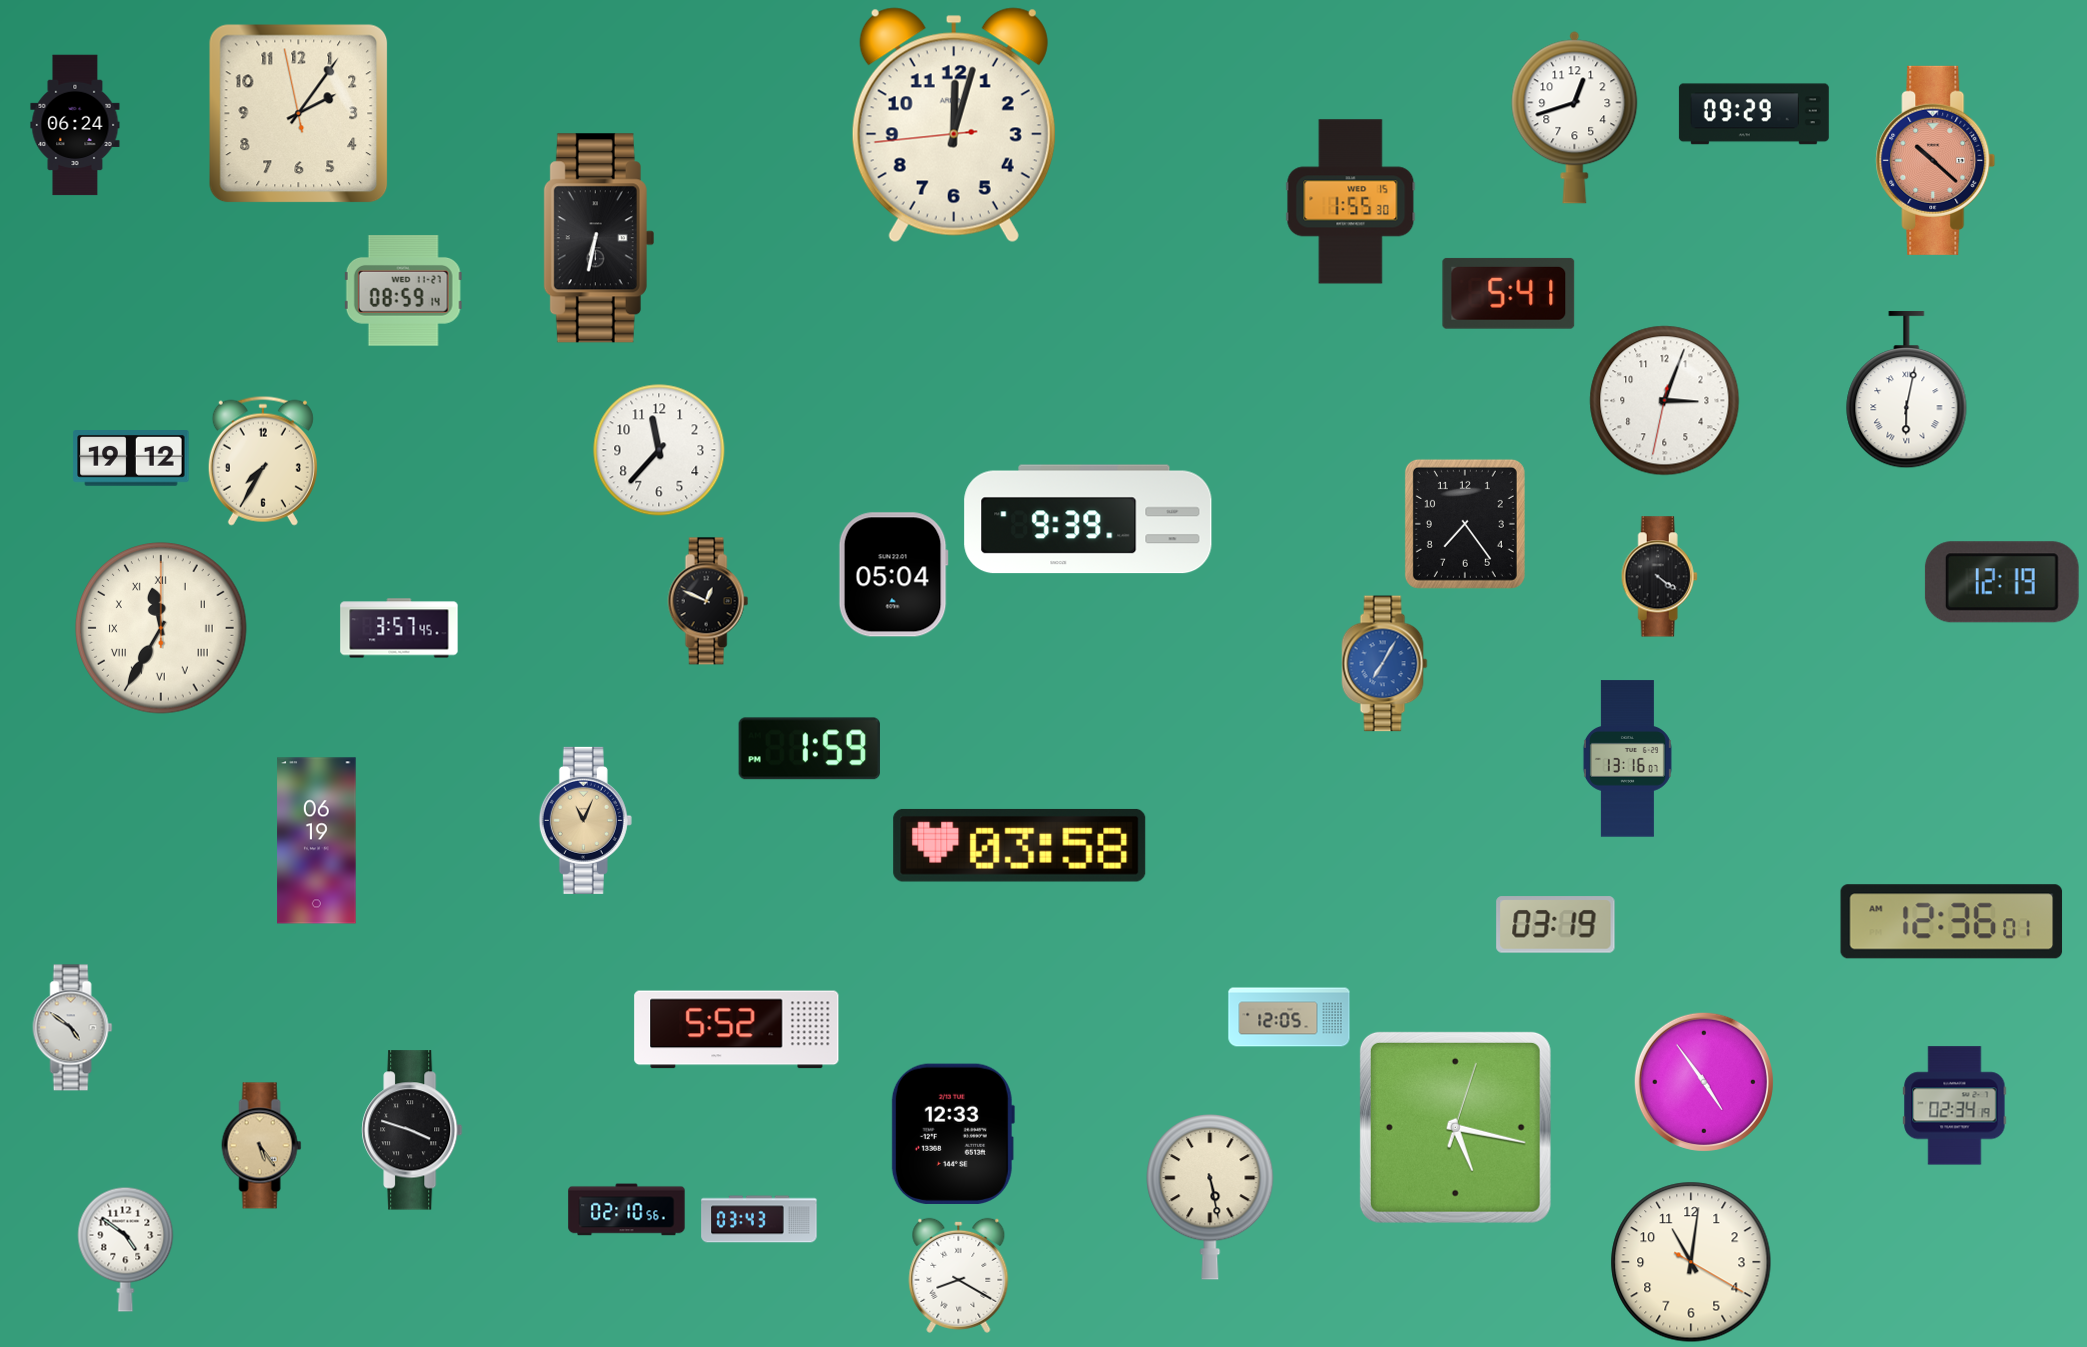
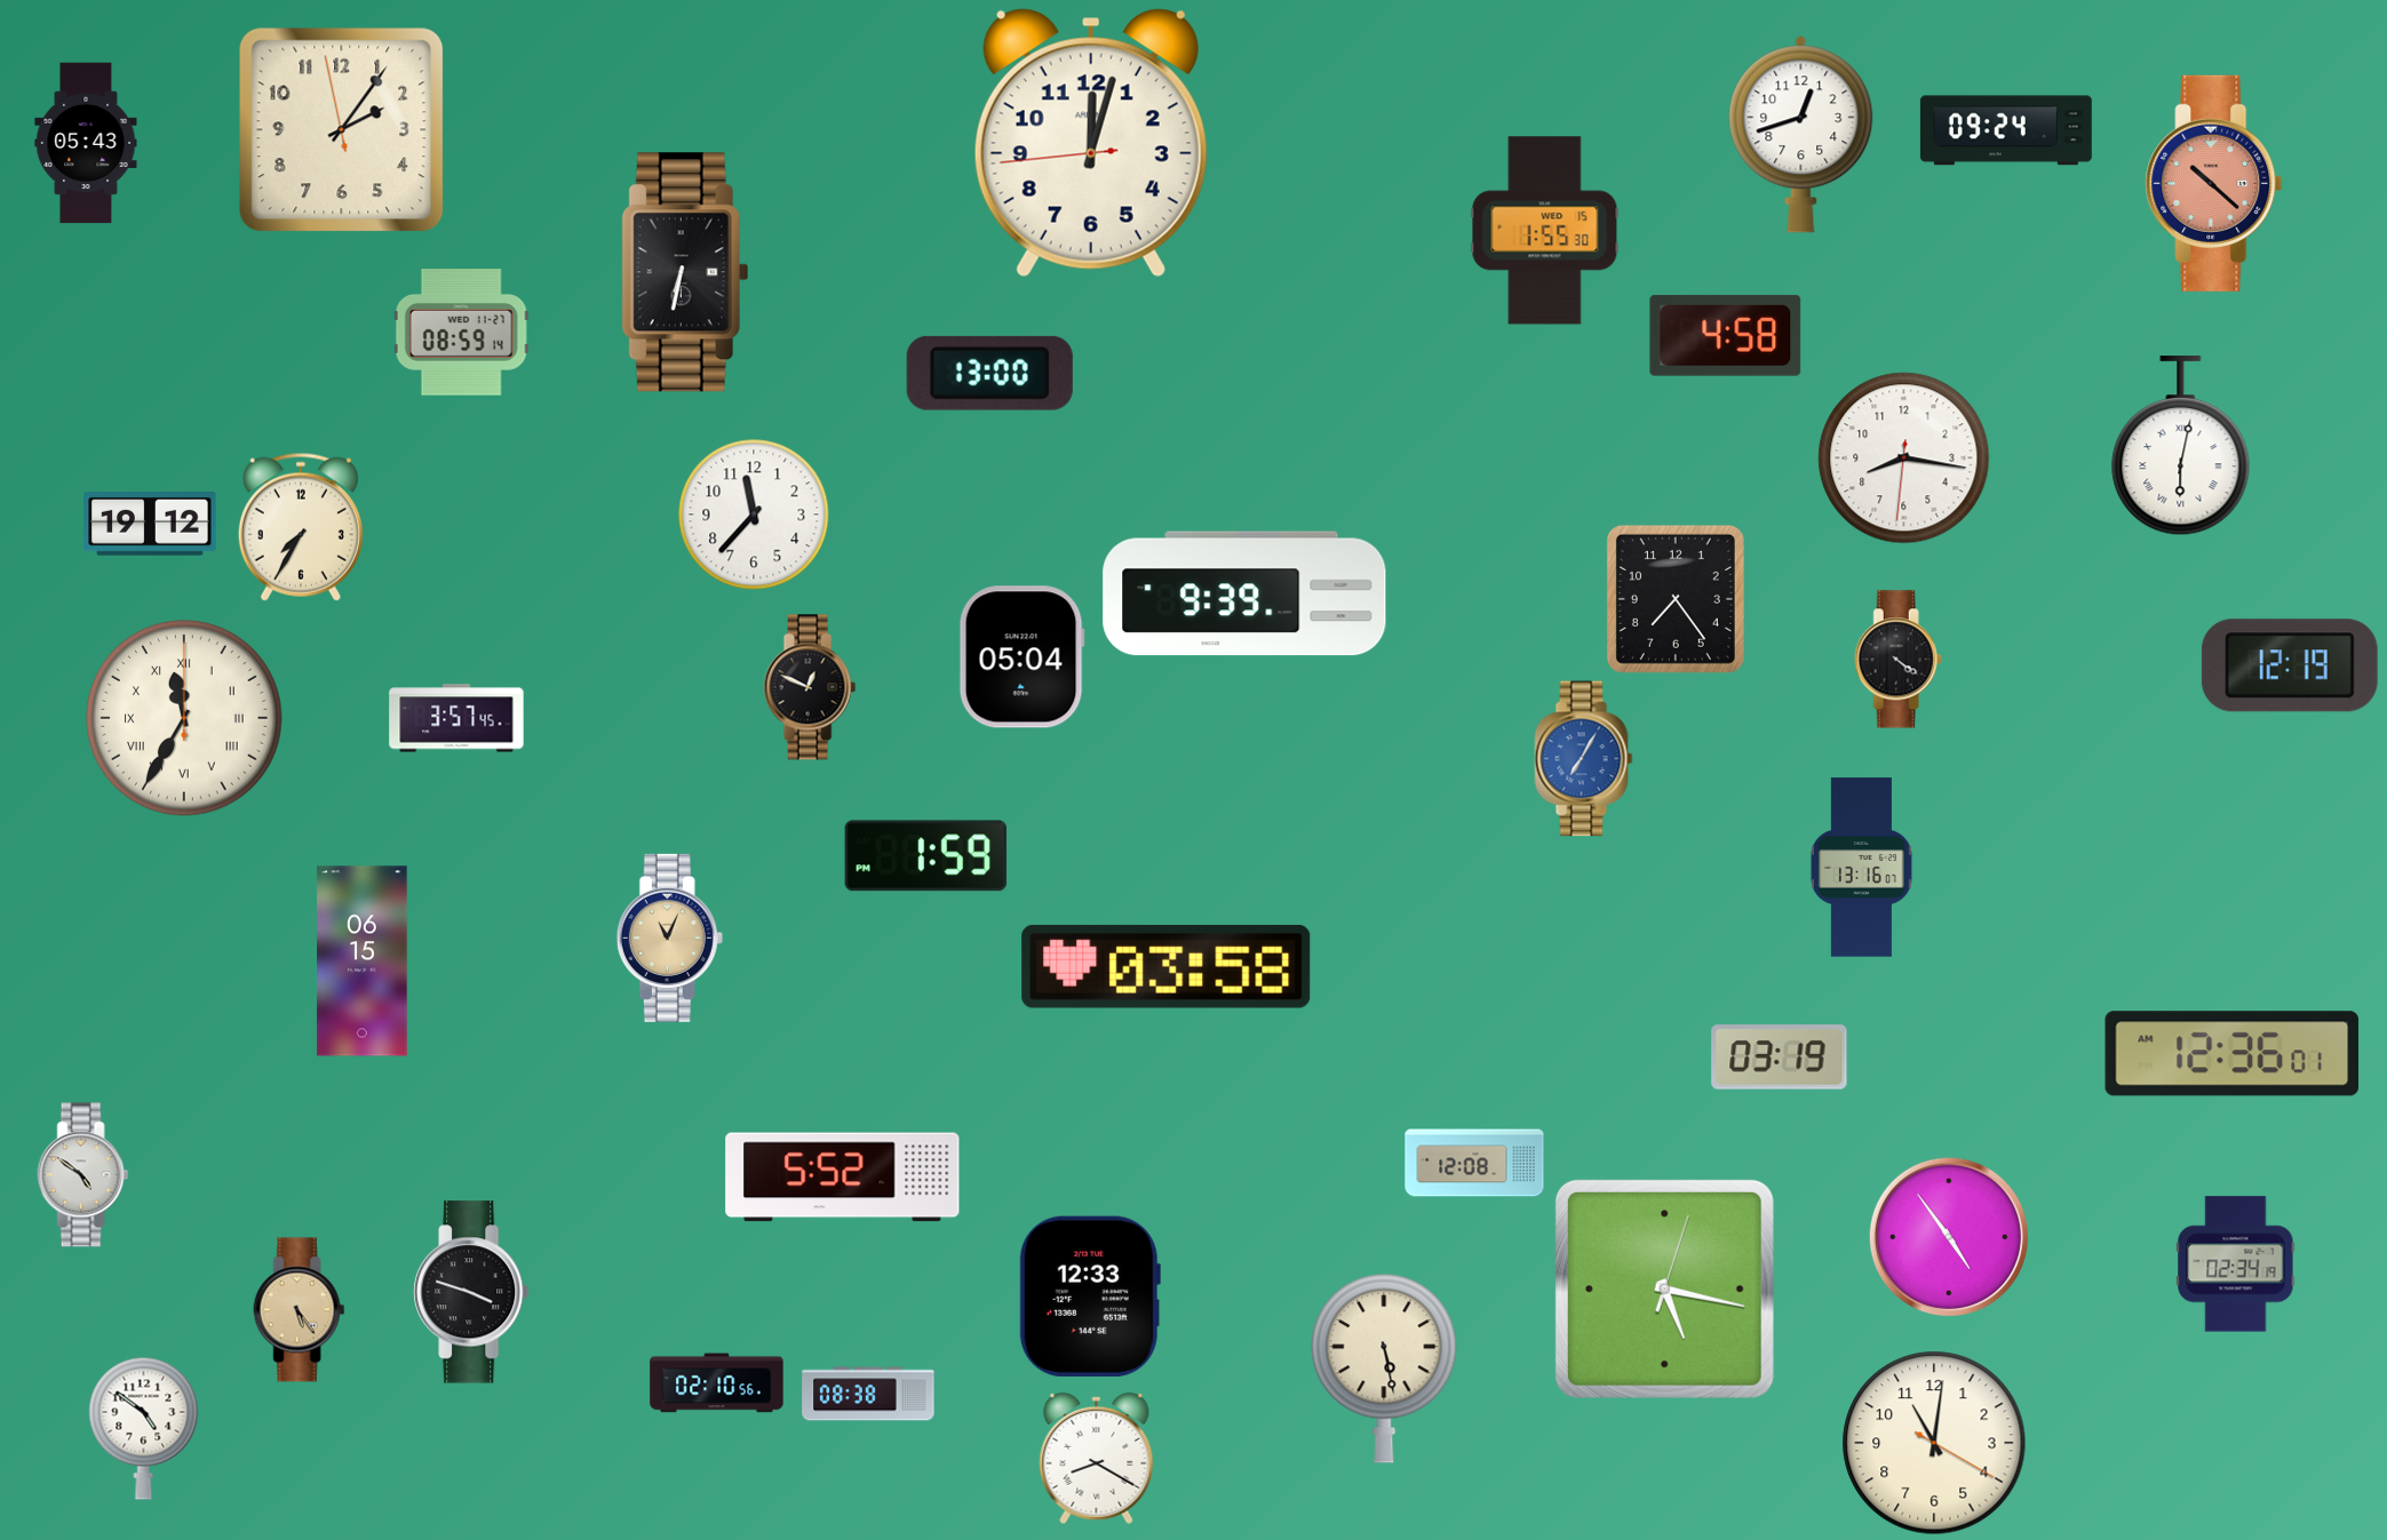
clock at (1754, 114): 09:29 -> 09:24
clock at (75, 125): 06:24 -> 05:43
clock at (1509, 293): 5:41 -> 4:58
clock at (989, 373): none -> 13:00
clock at (1665, 401): 3:03 -> 8:16
clock at (317, 841): 06:19 -> 06:15
clock at (1289, 1017): 12:05 -> 12:08
clock at (759, 1219): 03:43 -> 08:38
